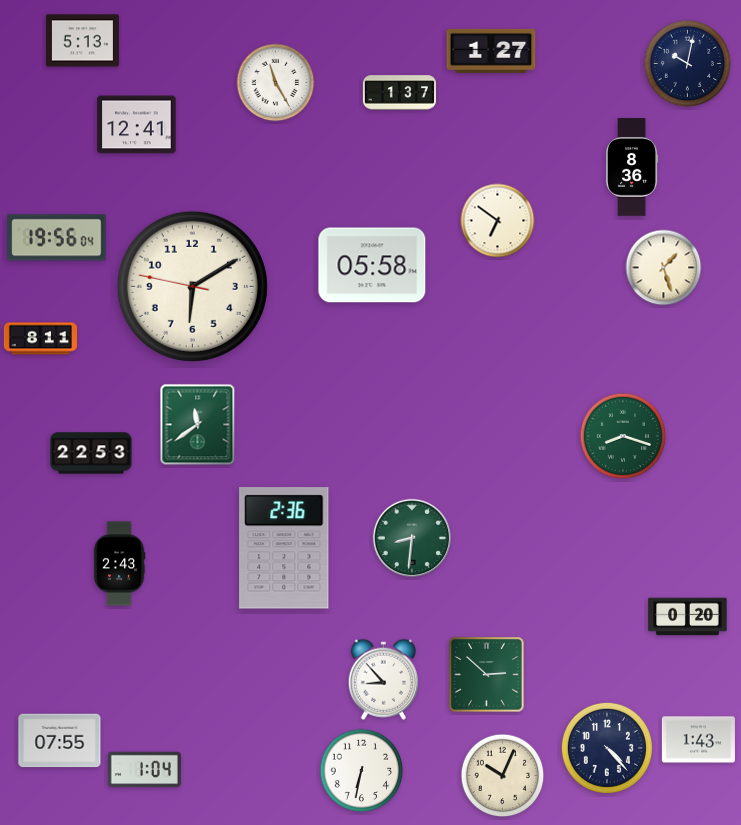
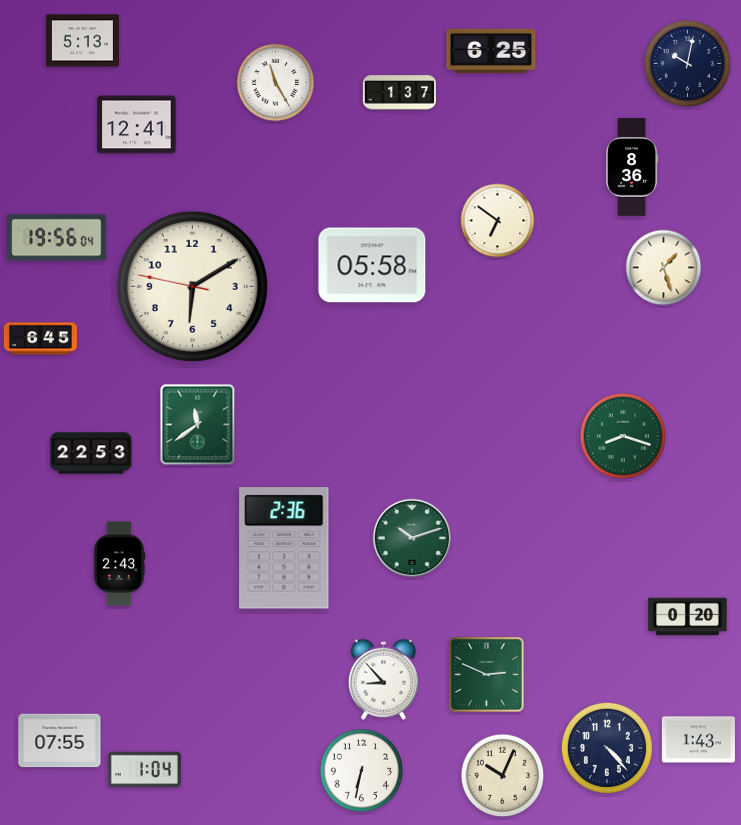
clock at (491, 51): 1:27 -> 6:25
clock at (40, 339): 8:11 -> 6:45
clock at (412, 538): 8:31 -> 10:12
clock at (487, 675): 2:52 -> 2:49
